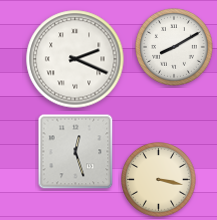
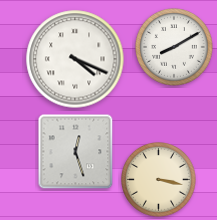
clock at (75, 59): 2:19 -> 4:19
